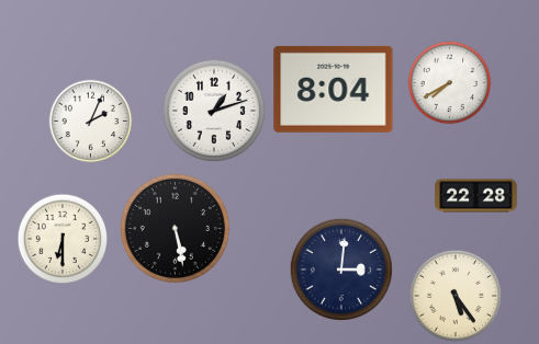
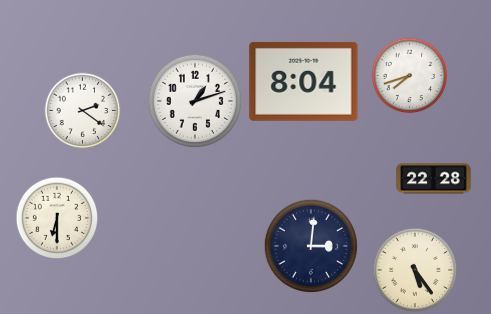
clock at (450, 83): 7:40 -> 7:42
clock at (91, 122): 2:04 -> 2:21
clock at (175, 228): 5:28 -> none
